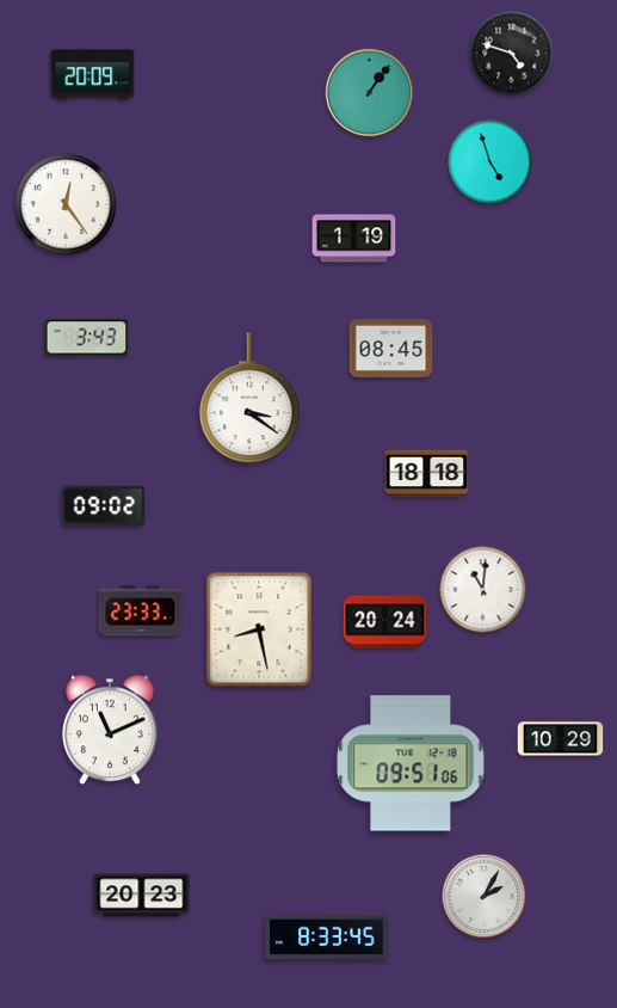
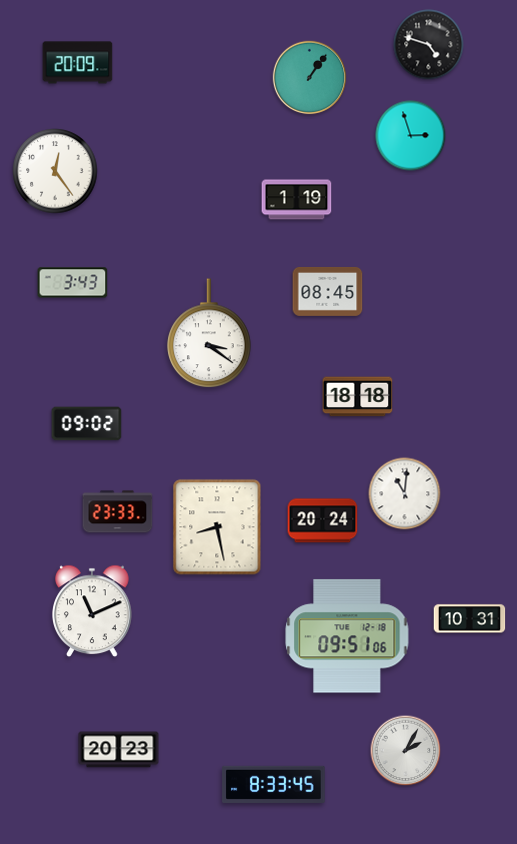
clock at (490, 162): 4:57 -> 2:57
clock at (561, 739): 10:29 -> 10:31
clock at (411, 763) position: (411, 763) -> (347, 636)
